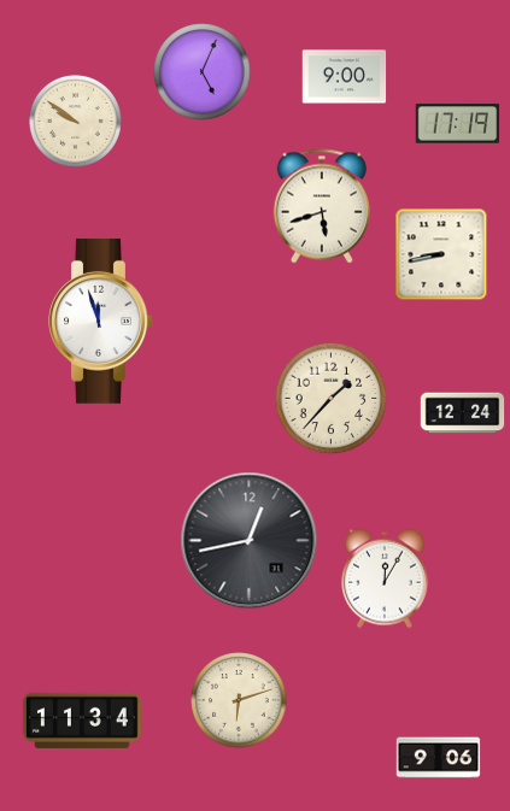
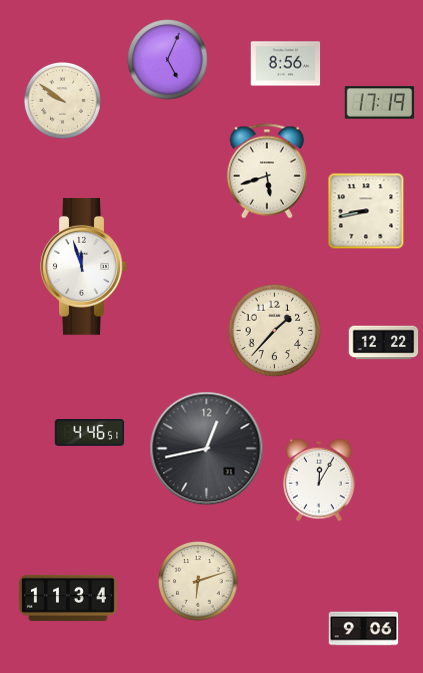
clock at (345, 77): 9:00 -> 8:56
clock at (463, 413): 12:24 -> 12:22
clock at (90, 433): none -> 4:46
